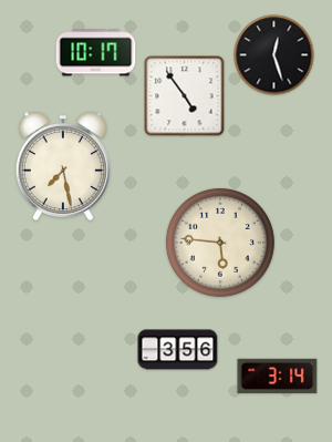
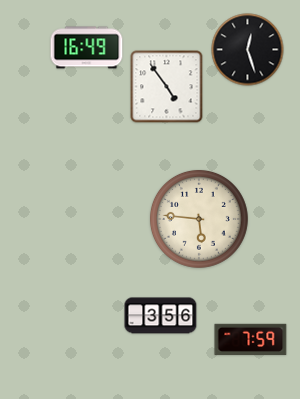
clock at (96, 53): 10:17 -> 16:49
clock at (63, 166): 7:28 -> none
clock at (278, 376): 3:14 -> 7:59
